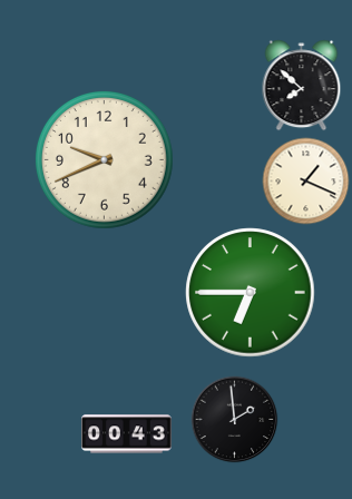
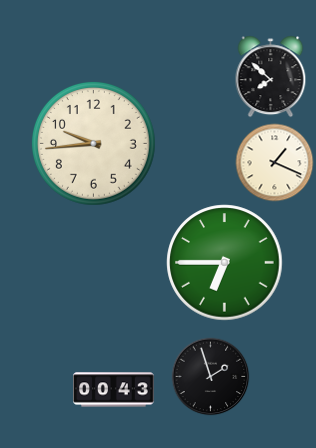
clock at (104, 159): 9:41 -> 9:44
clock at (234, 419): 1:59 -> 1:57
